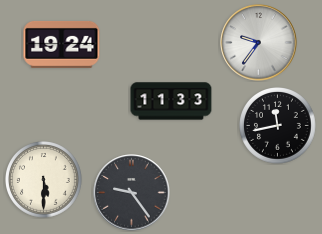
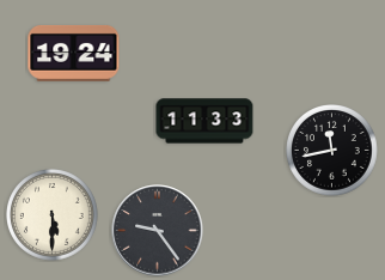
clock at (259, 43): 9:36 -> none
